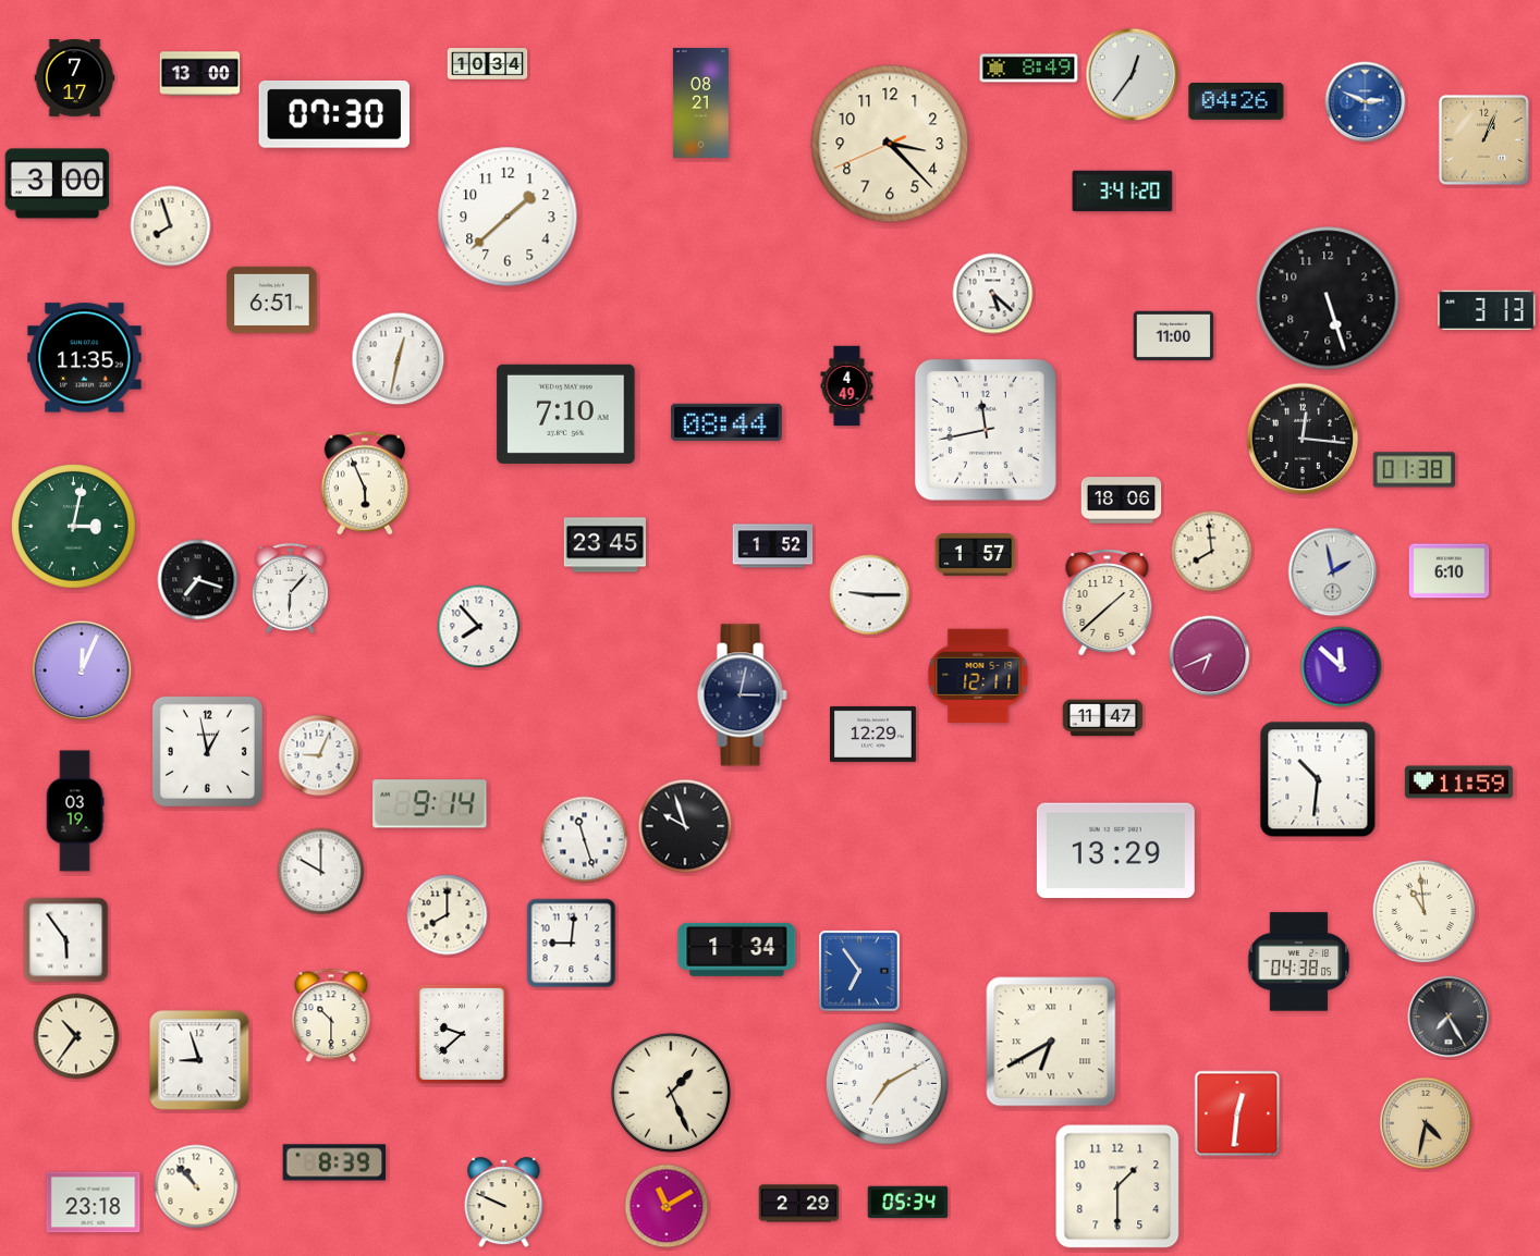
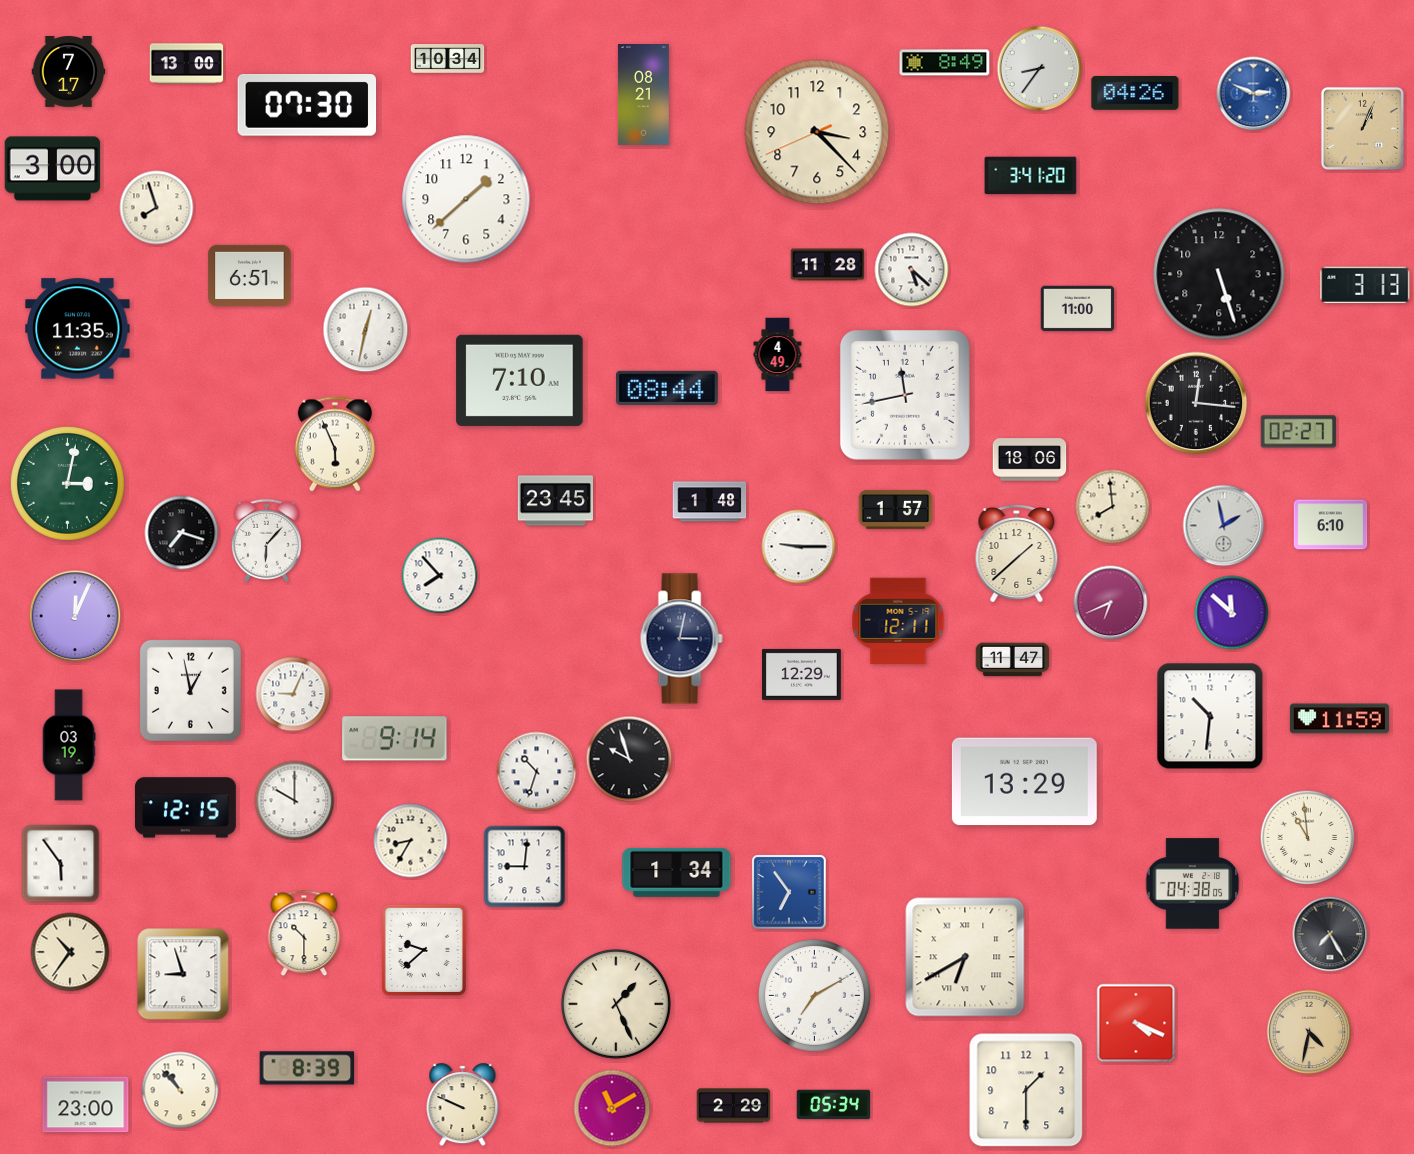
clock at (200, 74) position: (200, 74) -> (187, 64)
clock at (1133, 75): 12:36 -> 8:36
clock at (828, 265): none -> 11:28
clock at (1414, 470): 01:38 -> 02:27
clock at (773, 546): 1:52 -> 1:48
clock at (585, 840): 11:27 -> 10:33
clock at (185, 808): none -> 12:15
clock at (448, 915): 8:00 -> 8:35
clock at (1237, 1113): 12:31 -> 4:19
clock at (94, 1203): 23:18 -> 23:00
